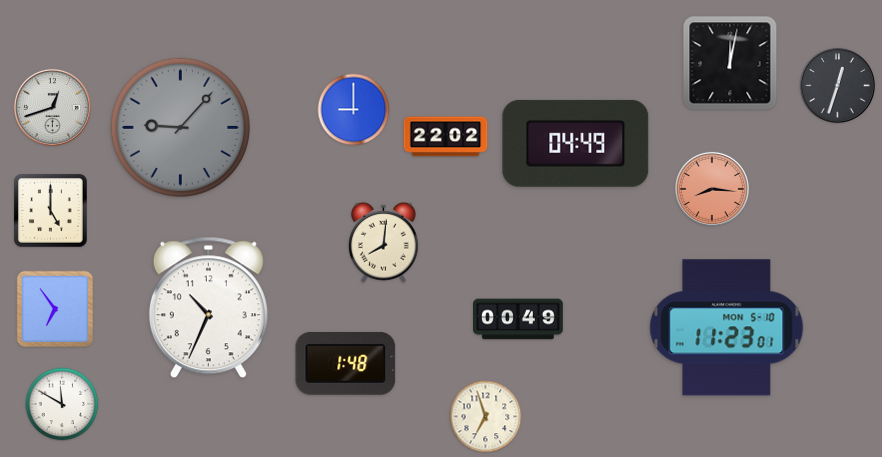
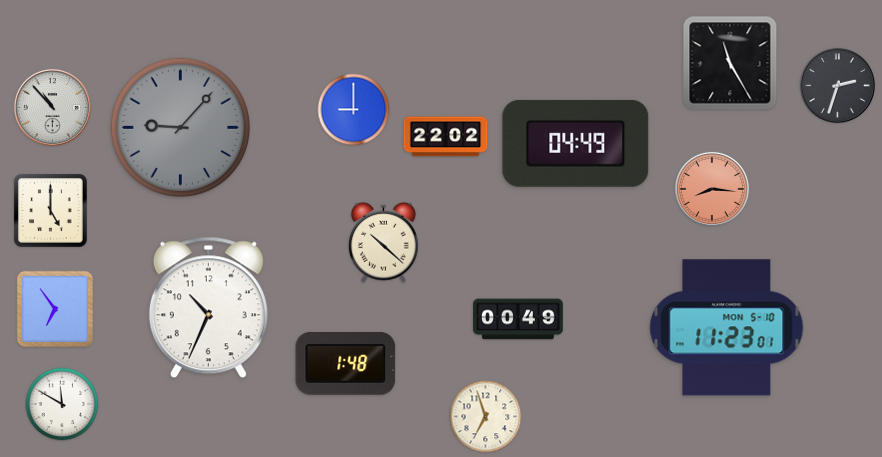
clock at (730, 63): 12:02 -> 11:25
clock at (837, 85): 12:33 -> 2:33
clock at (52, 107): 12:42 -> 10:53
clock at (383, 242): 8:01 -> 10:22
